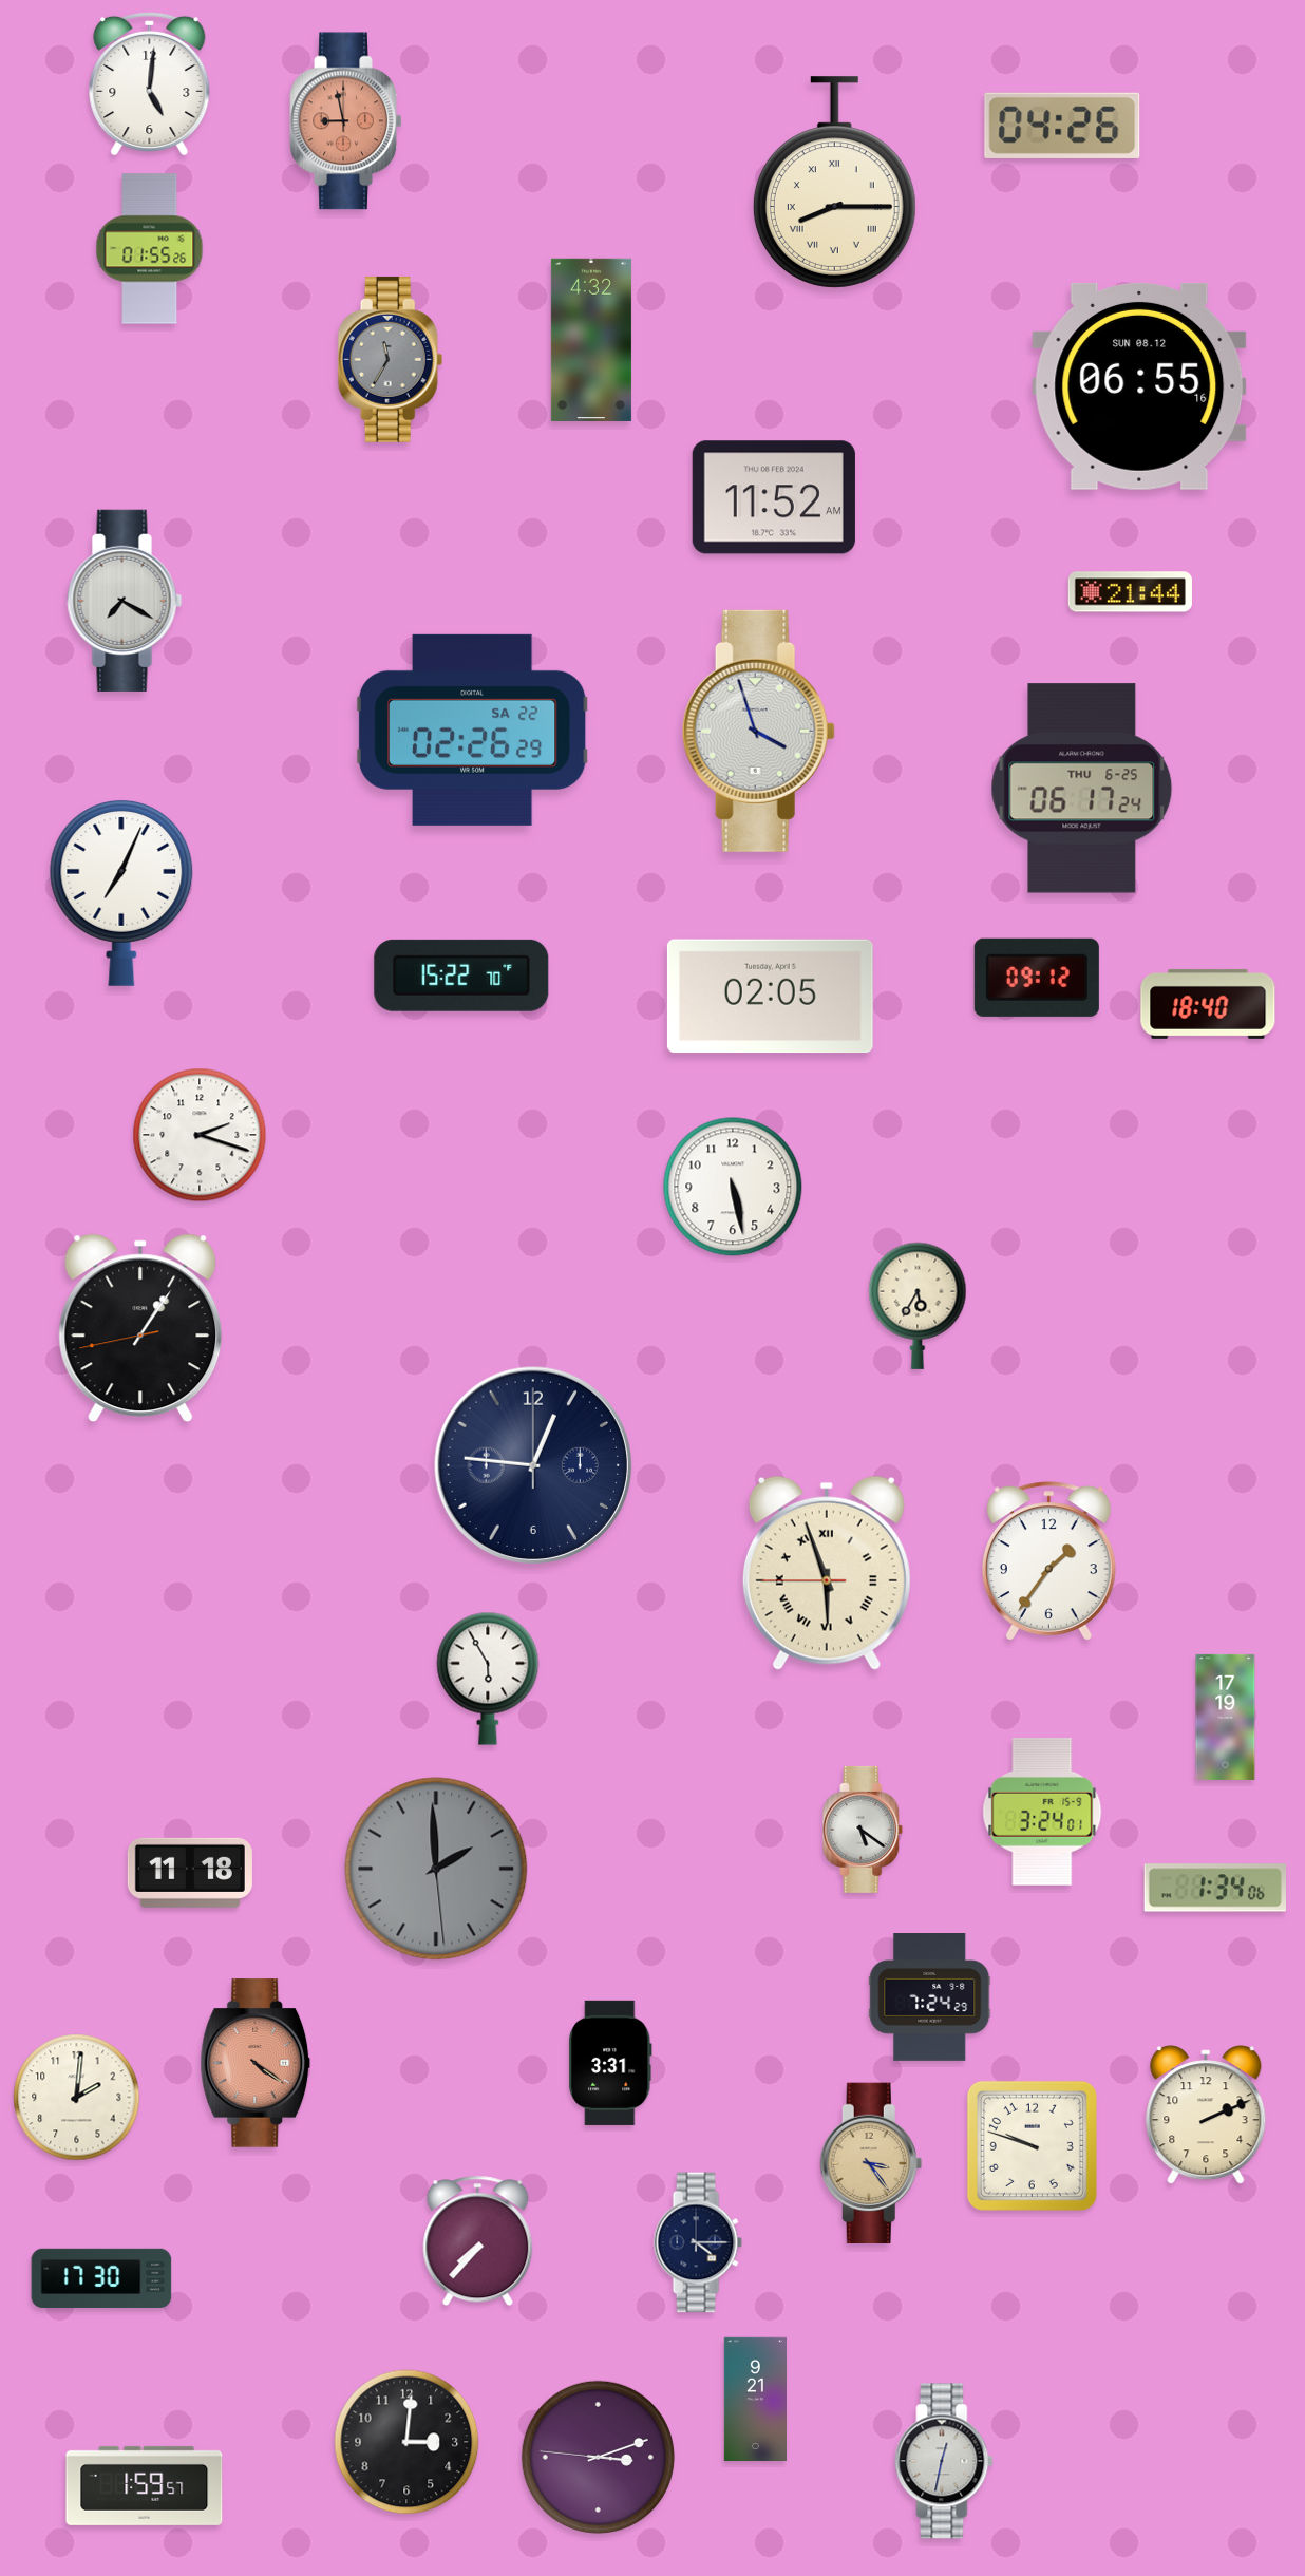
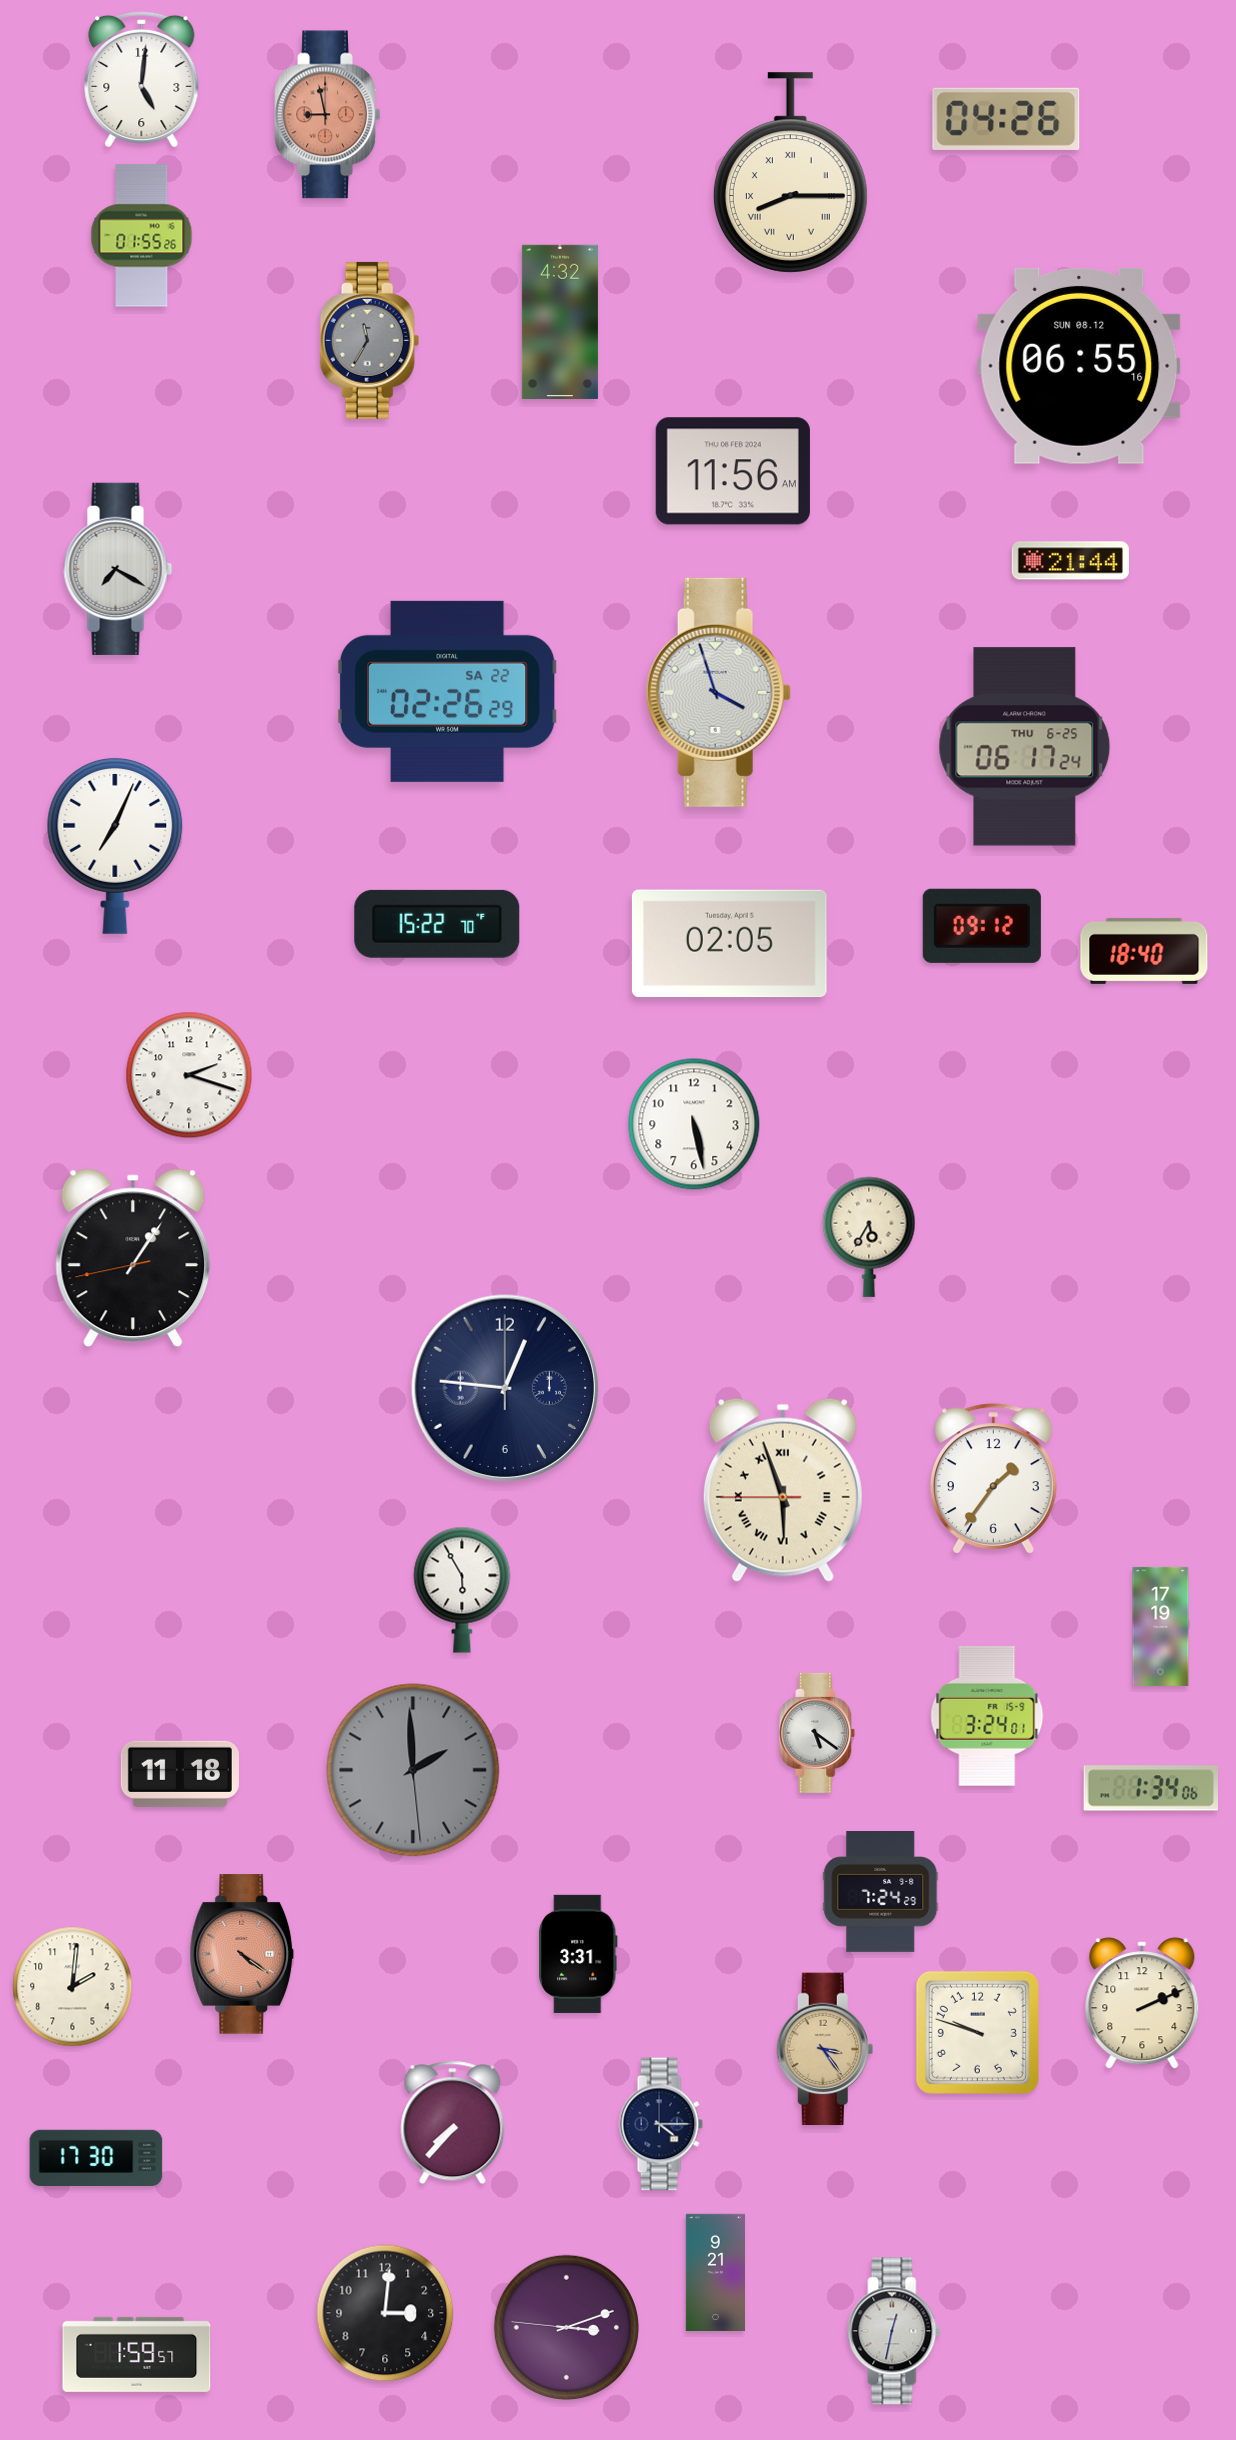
clock at (774, 497): 11:52 -> 11:56
